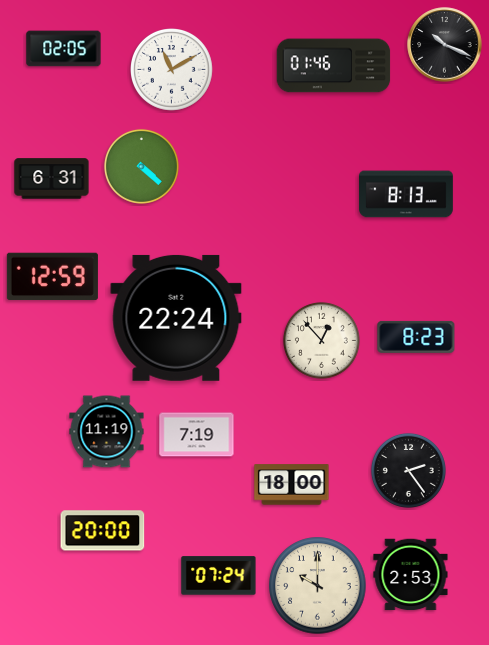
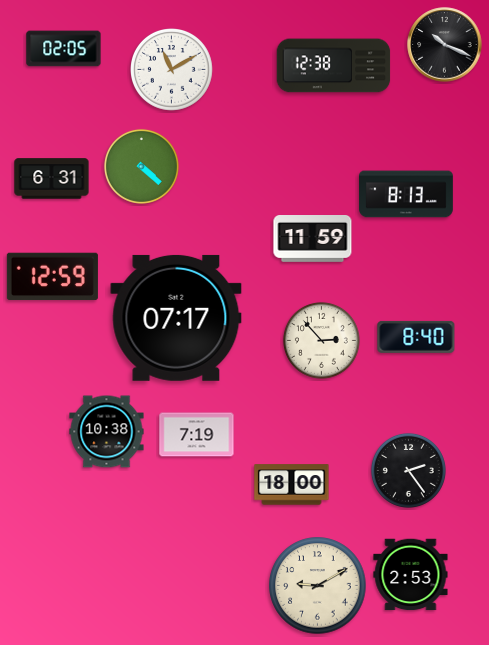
clock at (334, 66): 01:46 -> 12:38
clock at (313, 239): none -> 11:59
clock at (176, 318): 22:24 -> 07:17
clock at (416, 337): 8:23 -> 8:40
clock at (321, 340): 12:53 -> 2:53
clock at (107, 432): 11:19 -> 10:38
clock at (103, 531): 20:00 -> none
clock at (219, 576): 07:24 -> none
clock at (318, 586): 10:00 -> 9:10
